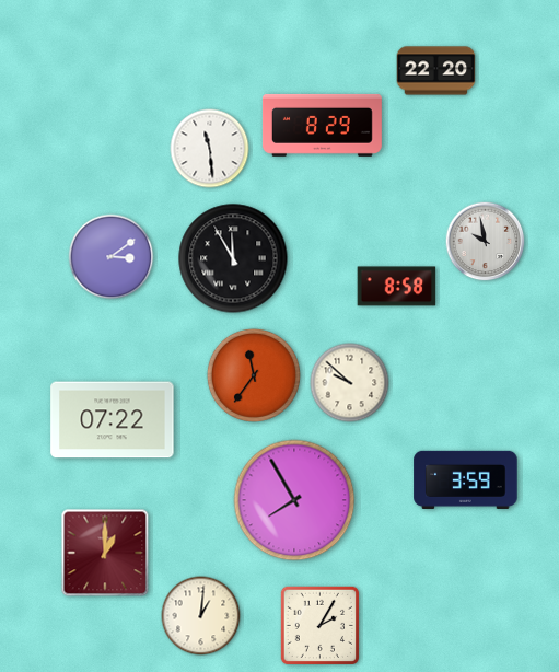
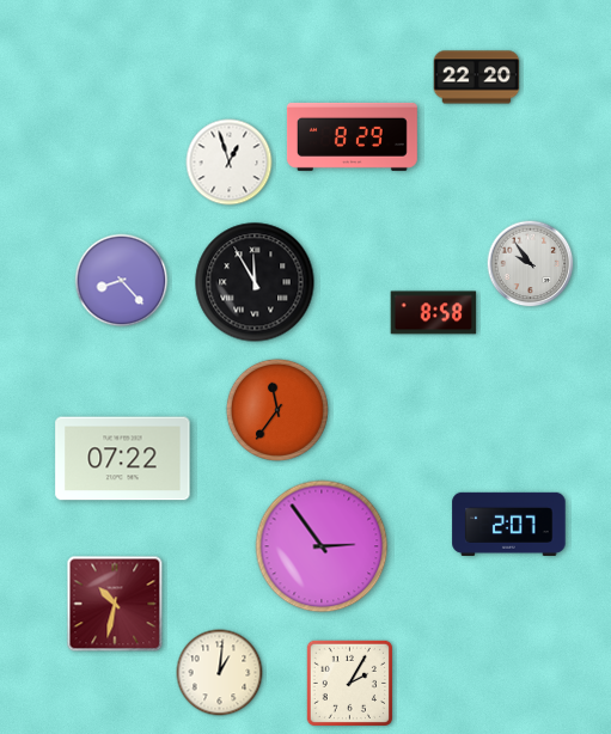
clock at (210, 149): 11:29 -> 12:57
clock at (486, 242): 9:58 -> 9:54
clock at (112, 257): 3:09 -> 8:23
clock at (350, 383): 9:52 -> none
clock at (466, 479): 3:59 -> 2:07
clock at (294, 500): 7:55 -> 2:54
clock at (105, 553): 1:00 -> 10:32
